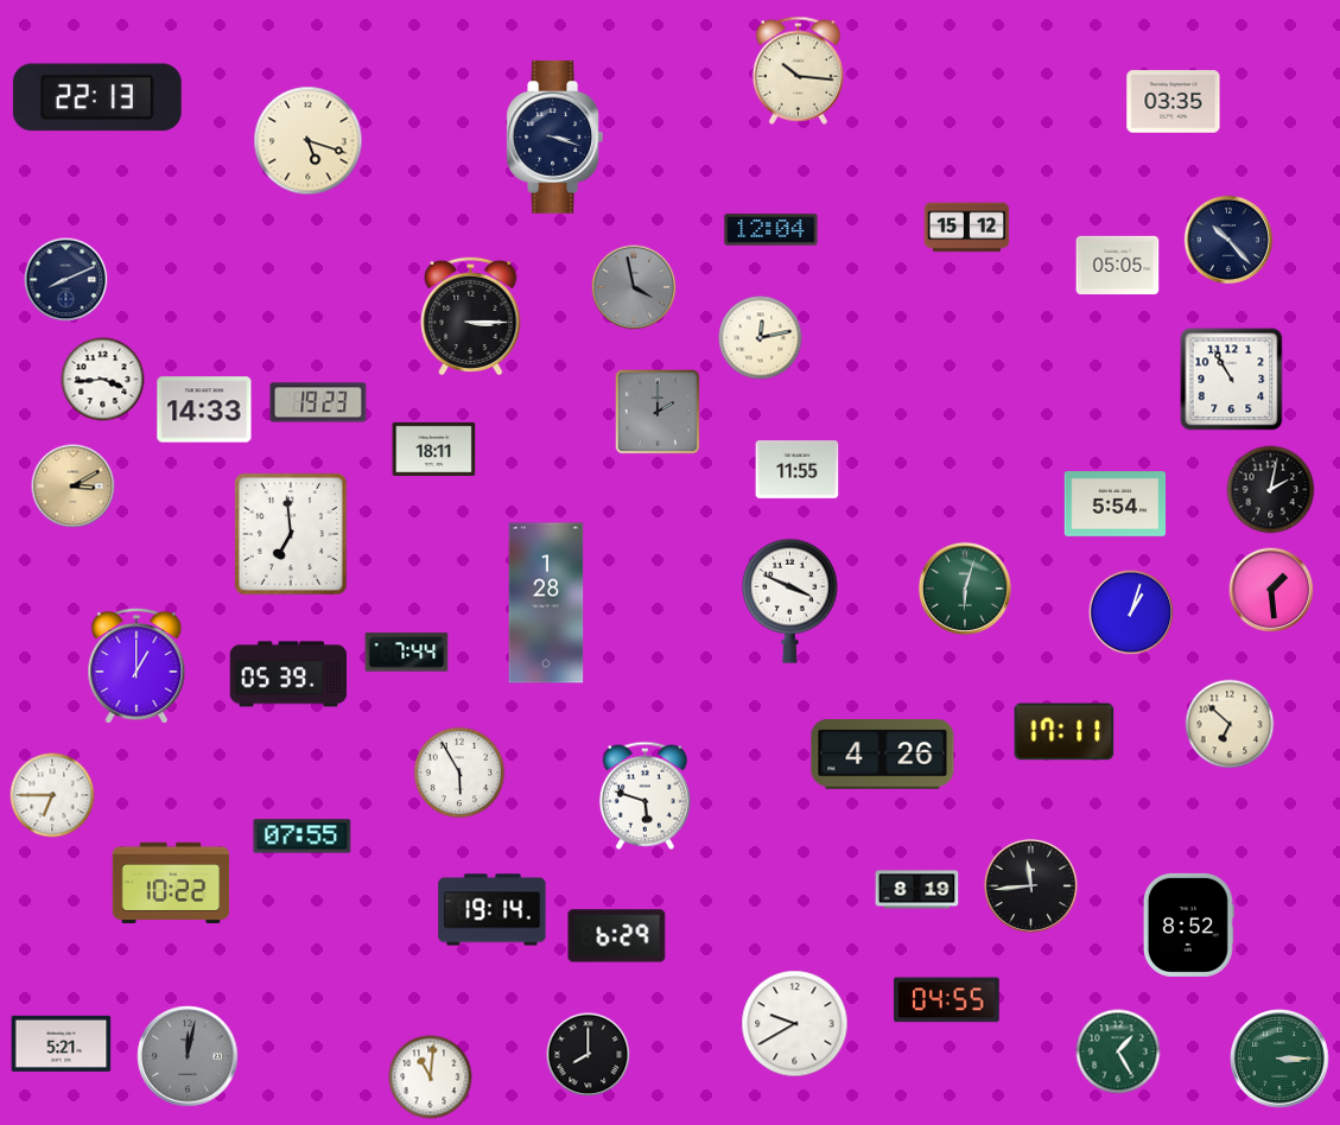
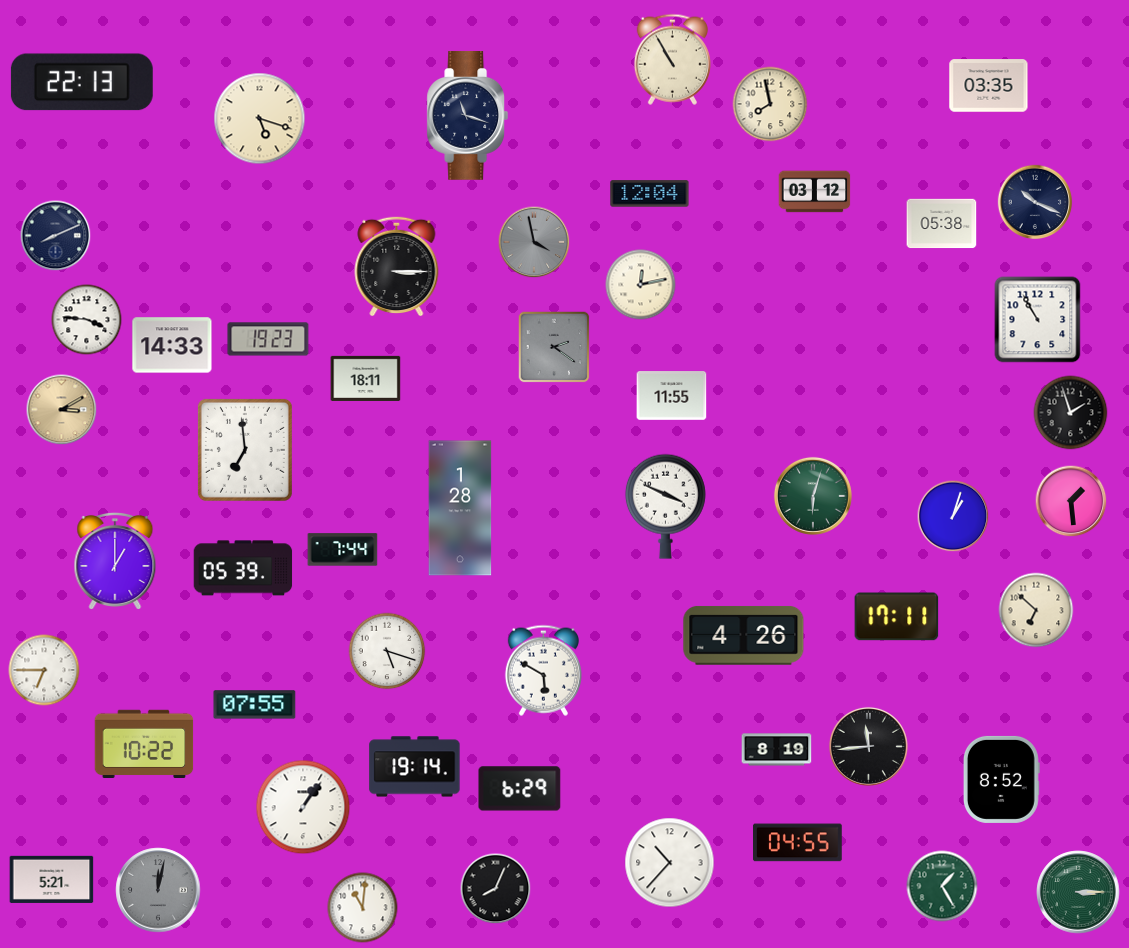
clock at (798, 70): 10:16 -> 10:55
clock at (770, 104): none -> 7:58
clock at (555, 138): 3:18 -> 11:18
clock at (967, 228): 15:12 -> 03:12
clock at (1228, 240): 10:23 -> 10:19
clock at (1118, 266): 05:05 -> 05:38
clock at (103, 380): 3:44 -> 3:46
clock at (658, 412): 2:00 -> 2:21
clock at (1271, 490): 2:02 -> 1:57
clock at (1116, 504): 5:54 -> none
clock at (1271, 590) position: (1271, 590) -> (1071, 501)
clock at (459, 773): 5:55 -> 5:18
clock at (644, 795): 5:48 -> 5:50
clock at (917, 890) position: (917, 890) -> (777, 750)
clock at (303, 807): none -> 1:06
clock at (795, 1024): 9:40 -> 10:37
clock at (589, 1055): 8:00 -> 8:04
